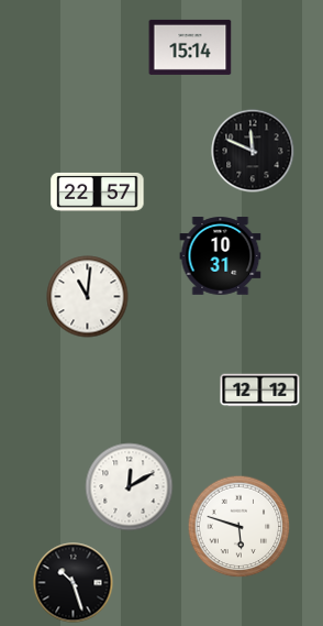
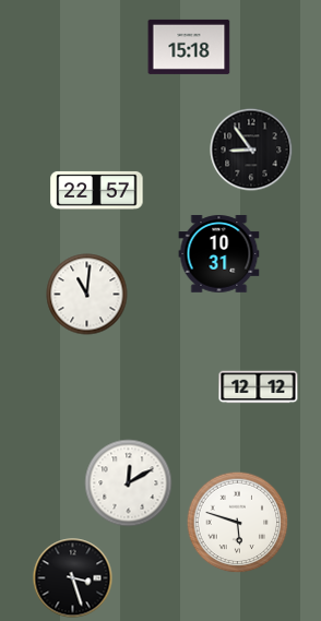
clock at (190, 47): 15:14 -> 15:18
clock at (253, 151): 11:49 -> 8:54
clock at (74, 583): 10:27 -> 3:27
